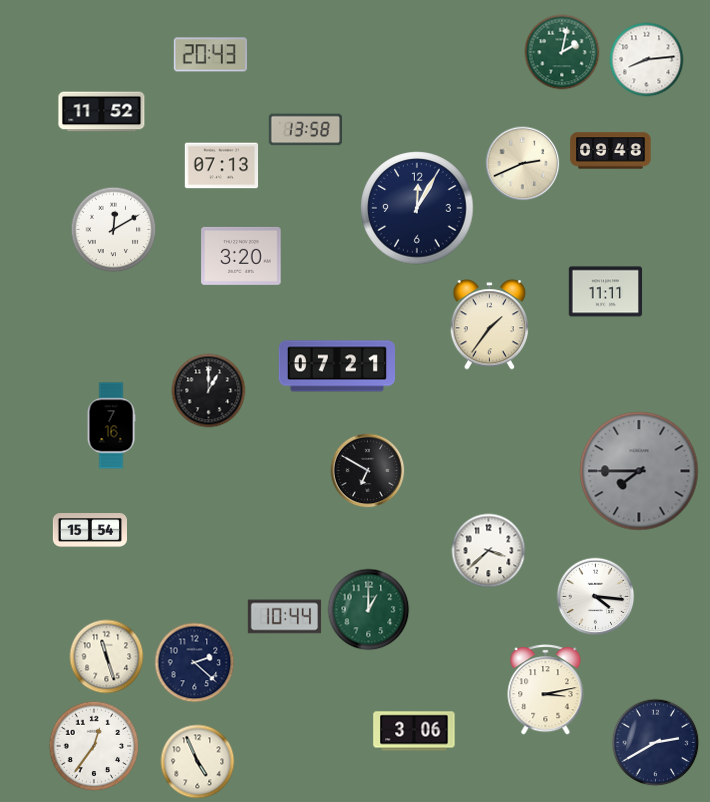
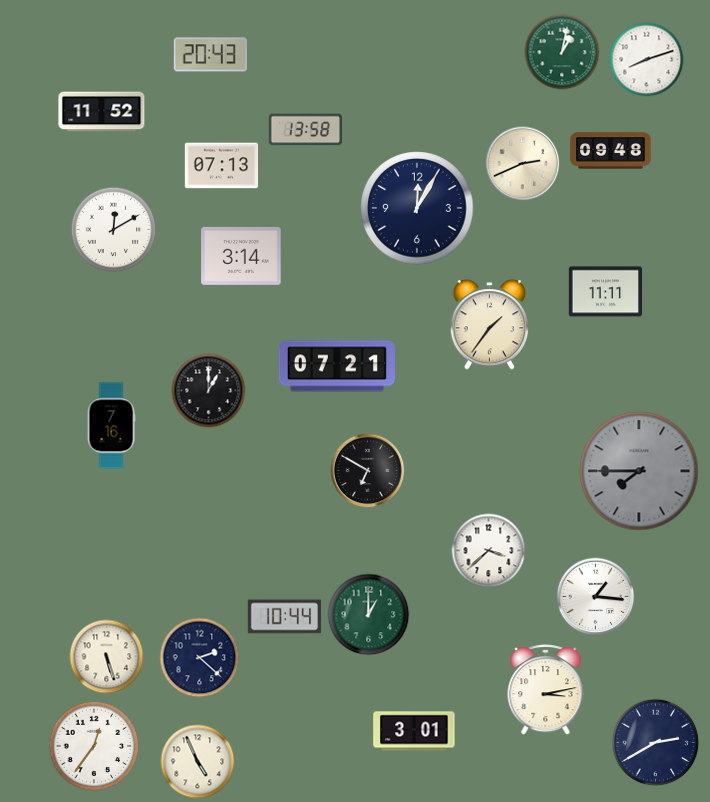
clock at (562, 52): 2:02 -> 1:02
clock at (647, 60): 8:14 -> 8:12
clock at (241, 256): 3:20 -> 3:14
clock at (89, 531): 15:54 -> none
clock at (596, 597): 4:16 -> 1:16
clock at (369, 610) position: (369, 610) -> (369, 615)
clock at (107, 657): 11:27 -> 5:27
clock at (195, 663) position: (195, 663) -> (200, 658)
clock at (414, 731): 3:06 -> 3:01
